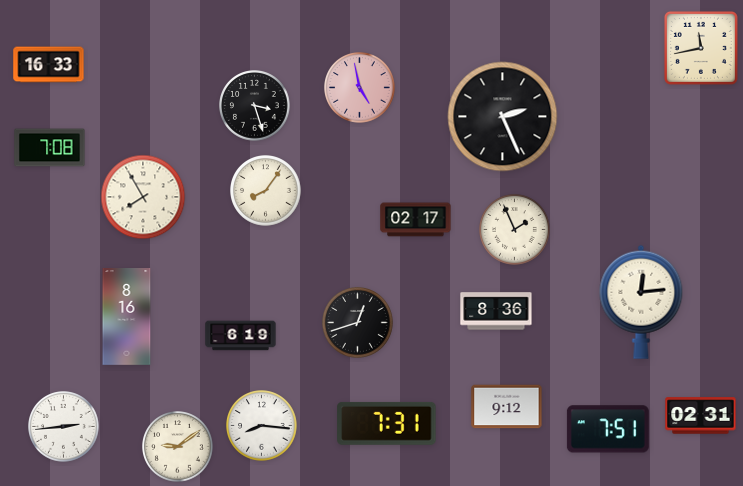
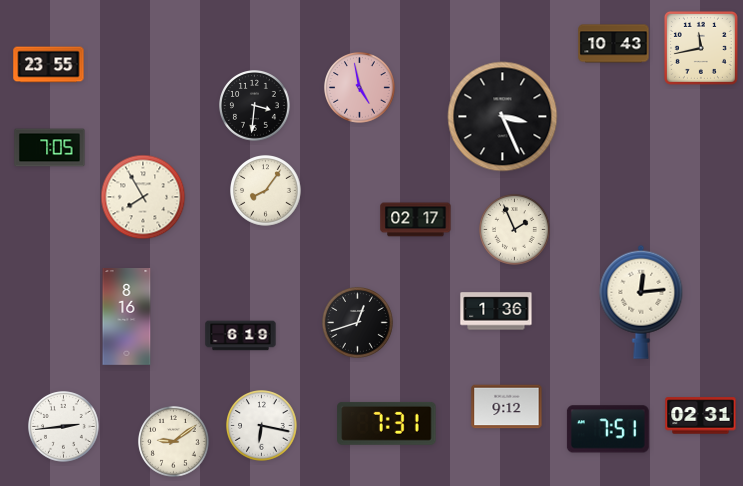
clock at (614, 44): none -> 10:43
clock at (49, 65): 16:33 -> 23:55
clock at (255, 106): 3:27 -> 3:31
clock at (503, 117): 2:26 -> 3:26
clock at (50, 148): 7:08 -> 7:05
clock at (496, 311): 8:36 -> 1:36
clock at (262, 426): 8:16 -> 6:17
clock at (178, 447) position: (178, 447) -> (174, 442)
